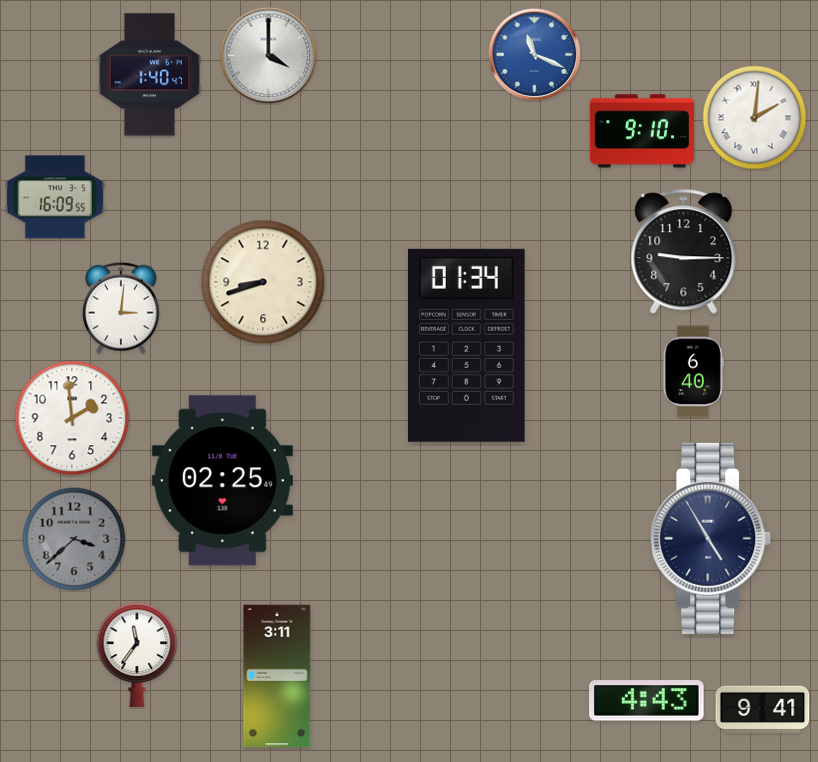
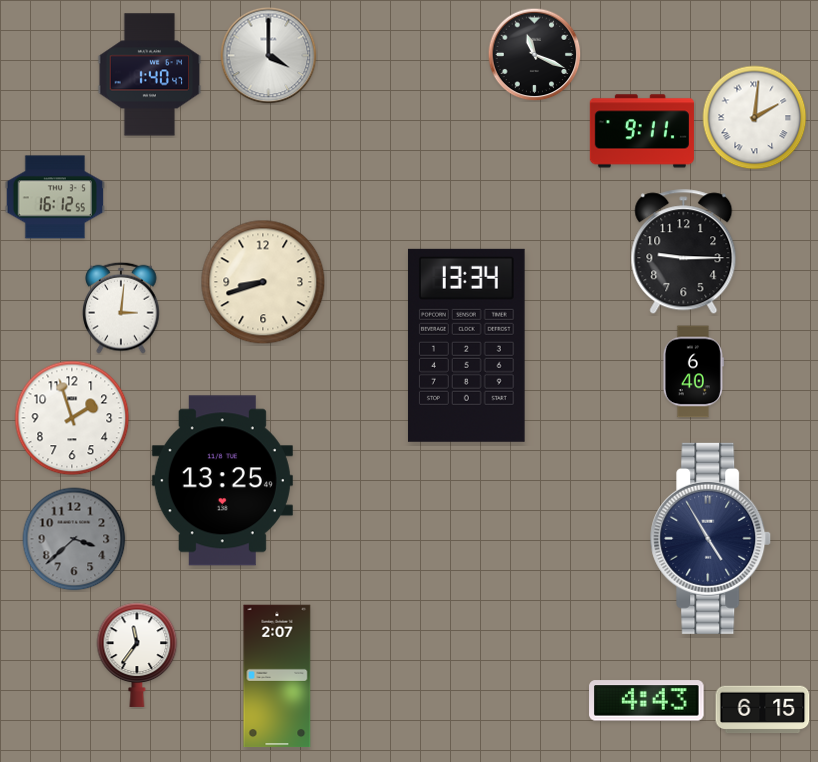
clock at (534, 54) dial: blue -> black
clock at (642, 131): 9:10 -> 9:11
clock at (55, 197): 16:09 -> 16:12
clock at (466, 345): 01:34 -> 13:34
clock at (72, 418): 1:59 -> 1:57
clock at (222, 481): 02:25 -> 13:25
clock at (277, 676): 3:11 -> 2:07
clock at (763, 710): 9:41 -> 6:15
